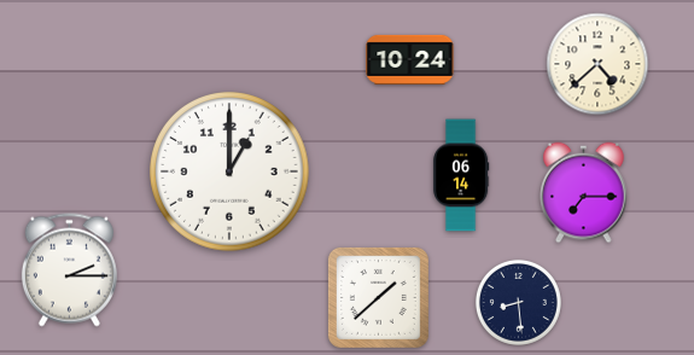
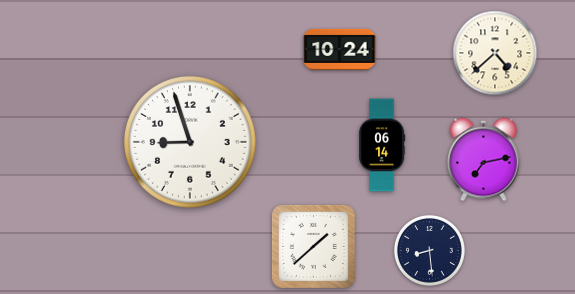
clock at (231, 173): 1:00 -> 8:57
clock at (584, 193): 7:15 -> 7:13
clock at (69, 270): 2:15 -> none
